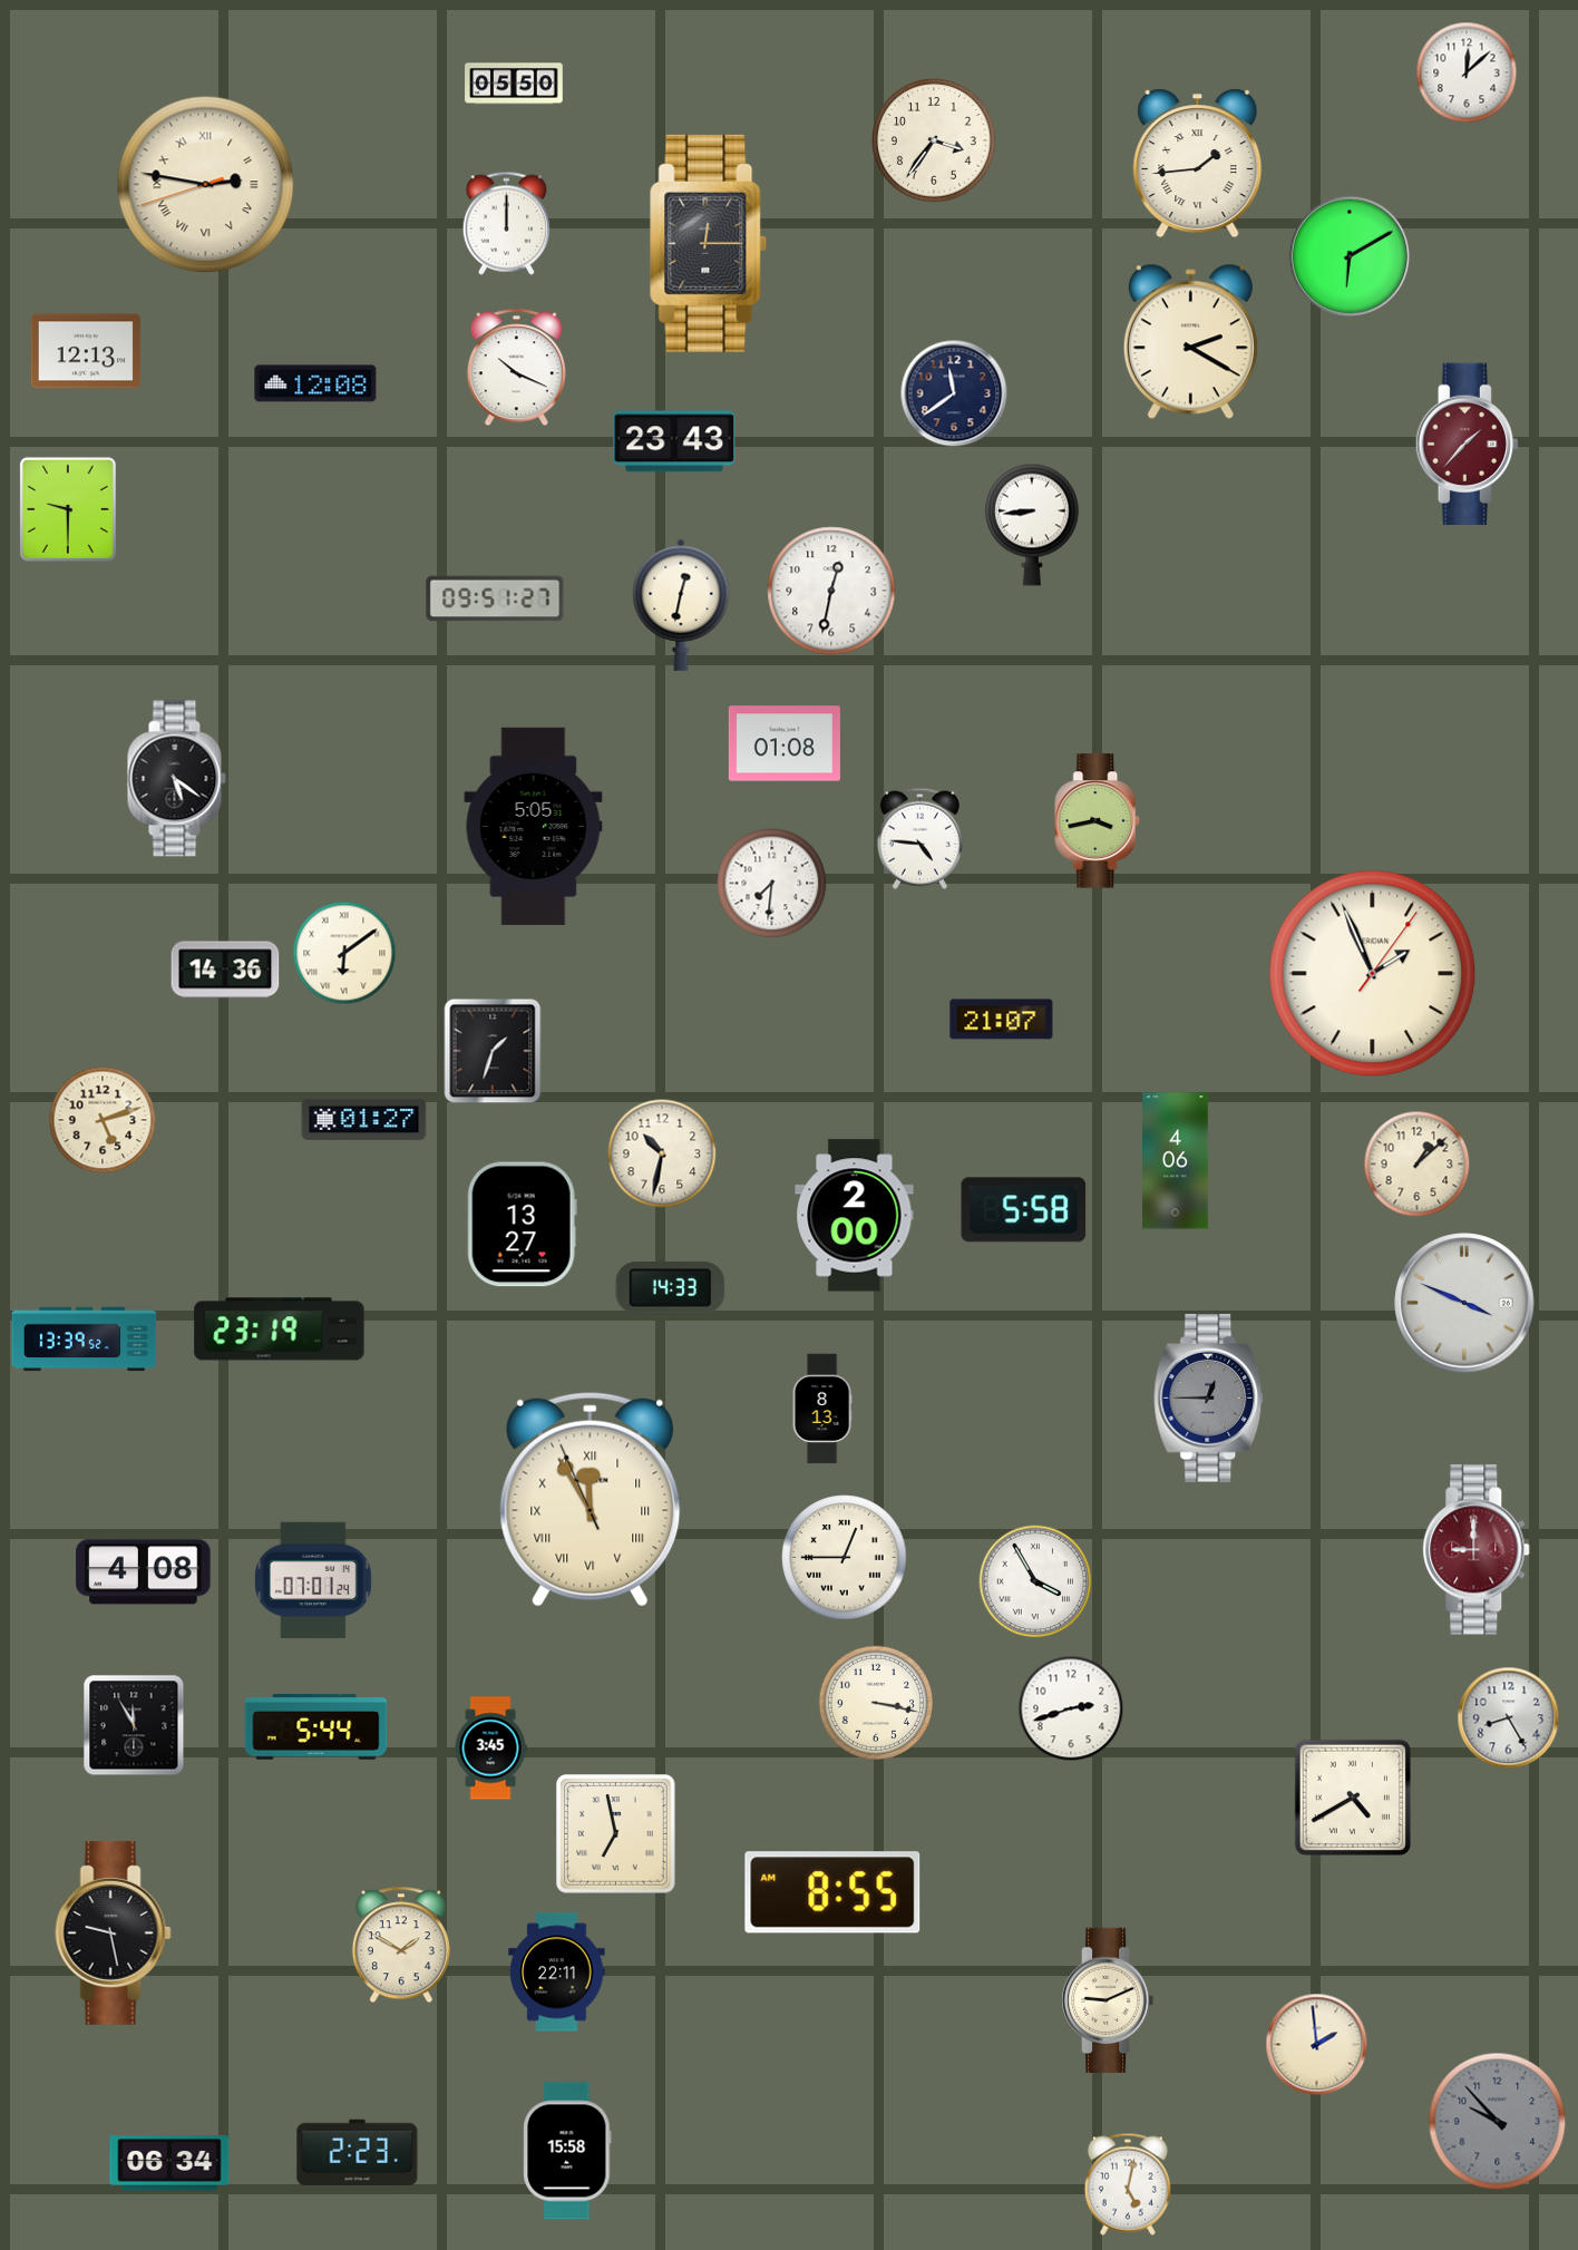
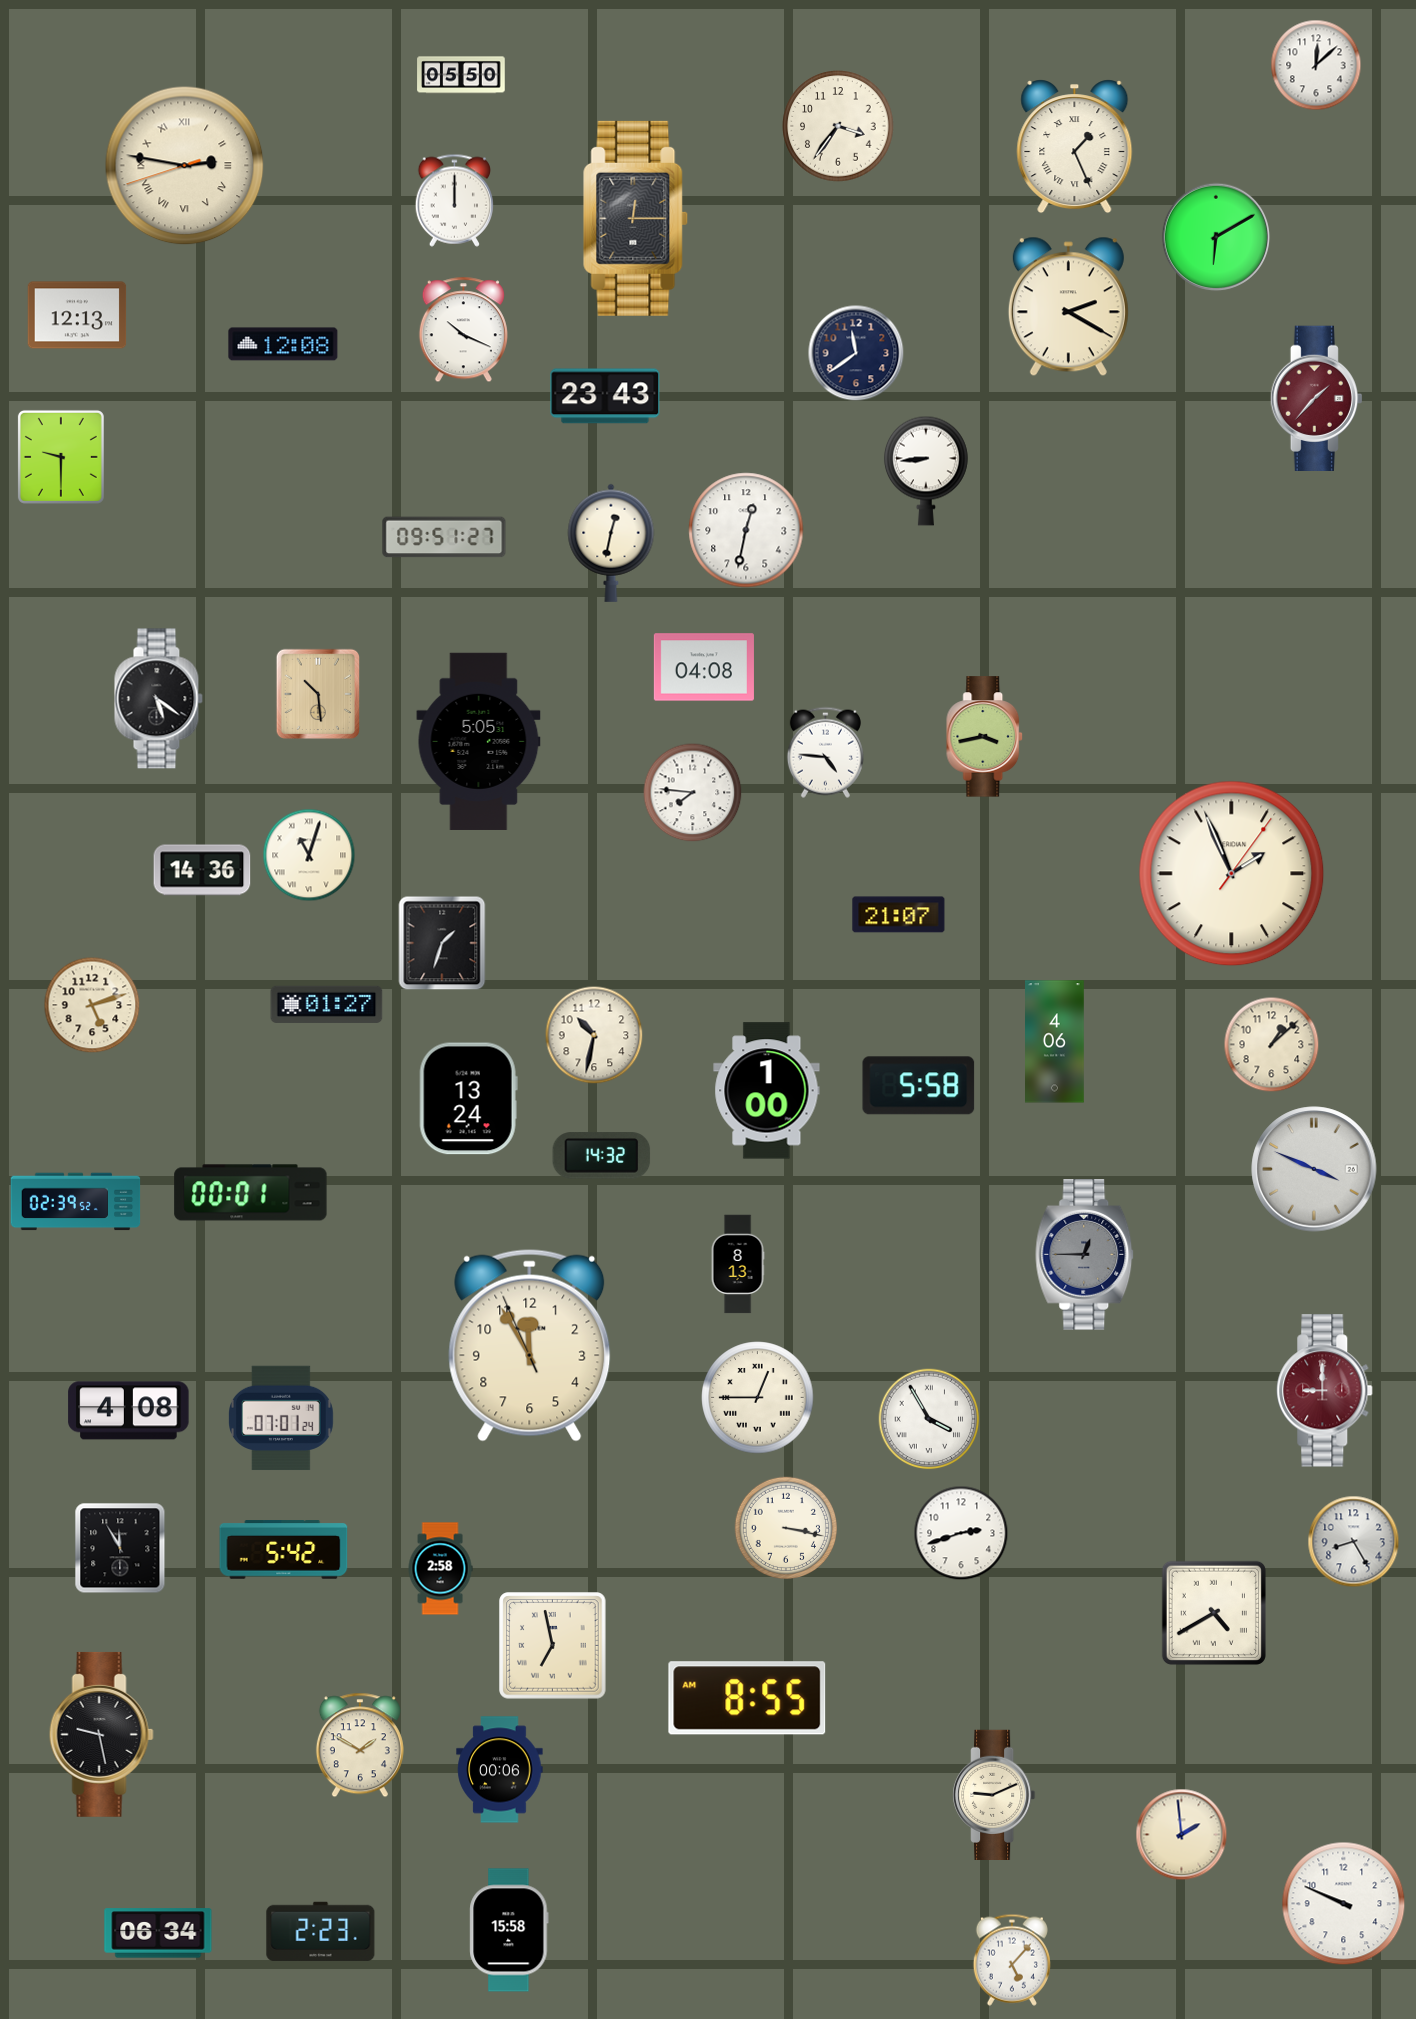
clock at (1198, 164): 1:44 -> 1:26
clock at (1350, 256) position: (1350, 256) -> (1216, 237)
clock at (785, 743): 01:08 -> 04:08
clock at (317, 693): none -> 10:29
clock at (772, 884): 7:31 -> 7:46
clock at (344, 953): 6:09 -> 11:03
clock at (855, 1216): 2:00 -> 1:00
clock at (522, 1225): 13:27 -> 13:24
clock at (671, 1288): 14:33 -> 14:32
clock at (280, 1329): 23:19 -> 00:01
clock at (85, 1340): 13:39 -> 02:39
clock at (591, 1499) numerals: Roman -> Arabic
clock at (316, 1727): 5:44 -> 5:42
clock at (490, 1749): 3:45 -> 2:58
clock at (557, 1973): 22:11 -> 00:06
clock at (1498, 2122): 9:53 -> 9:49
clock at (1498, 2122) dial: grey -> white
clock at (169, 2163) position: (169, 2163) -> (158, 1933)
clock at (1128, 2184): 5:02 -> 5:07
